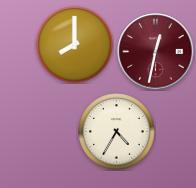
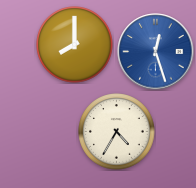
clock at (156, 52): 12:32 -> 12:27
clock at (156, 52) dial: burgundy -> blue
